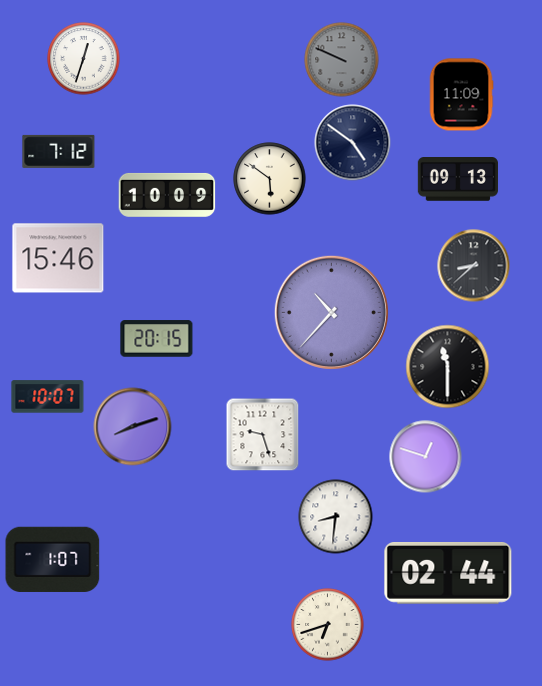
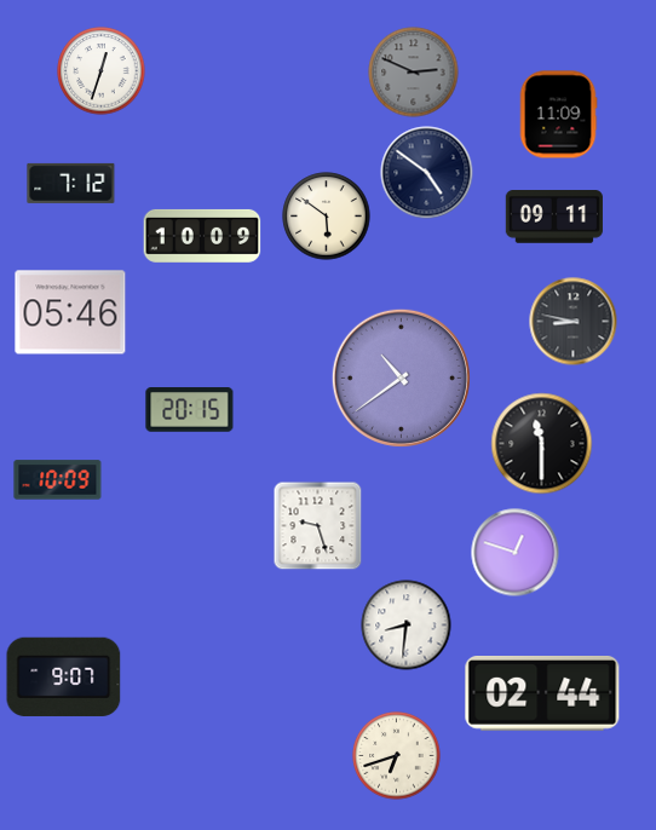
clock at (342, 60): 9:49 -> 2:49
clock at (458, 180): 09:13 -> 09:11
clock at (58, 258): 15:46 -> 05:46
clock at (474, 266): 8:38 -> 8:47
clock at (331, 312): 10:37 -> 10:39
clock at (48, 397): 10:07 -> 10:09
clock at (133, 427): 8:12 -> none
clock at (53, 559): 1:07 -> 9:07
